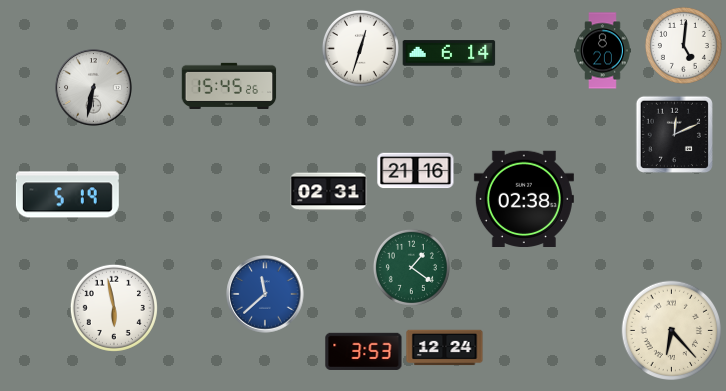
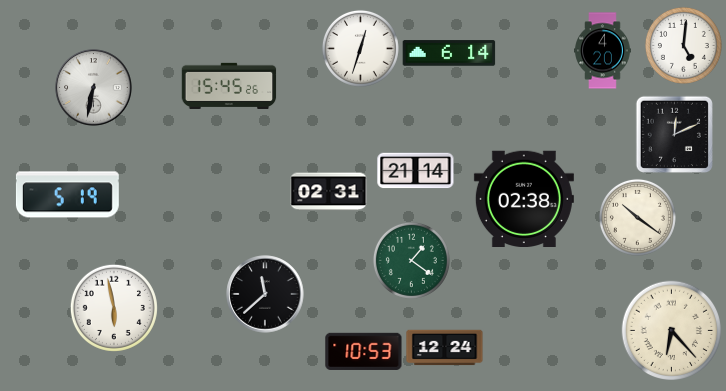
clock at (603, 51): 8:20 -> 4:20
clock at (416, 171): 21:16 -> 21:14
clock at (637, 217): none -> 10:21
clock at (411, 267) position: (411, 267) -> (411, 260)
clock at (265, 294) dial: blue -> black
clock at (364, 351): 3:53 -> 10:53
